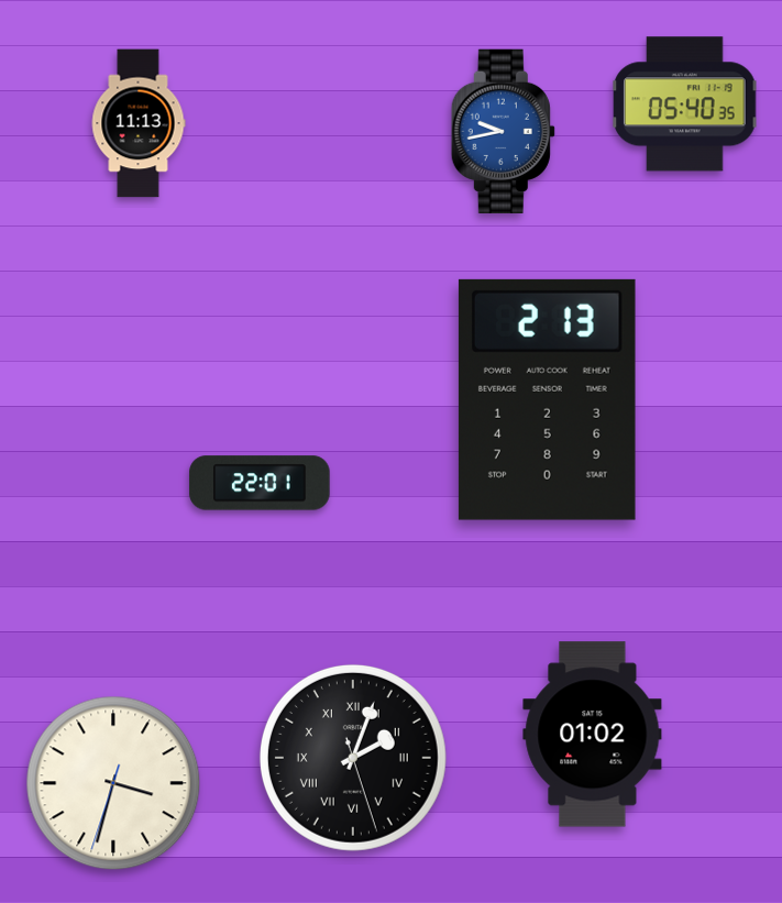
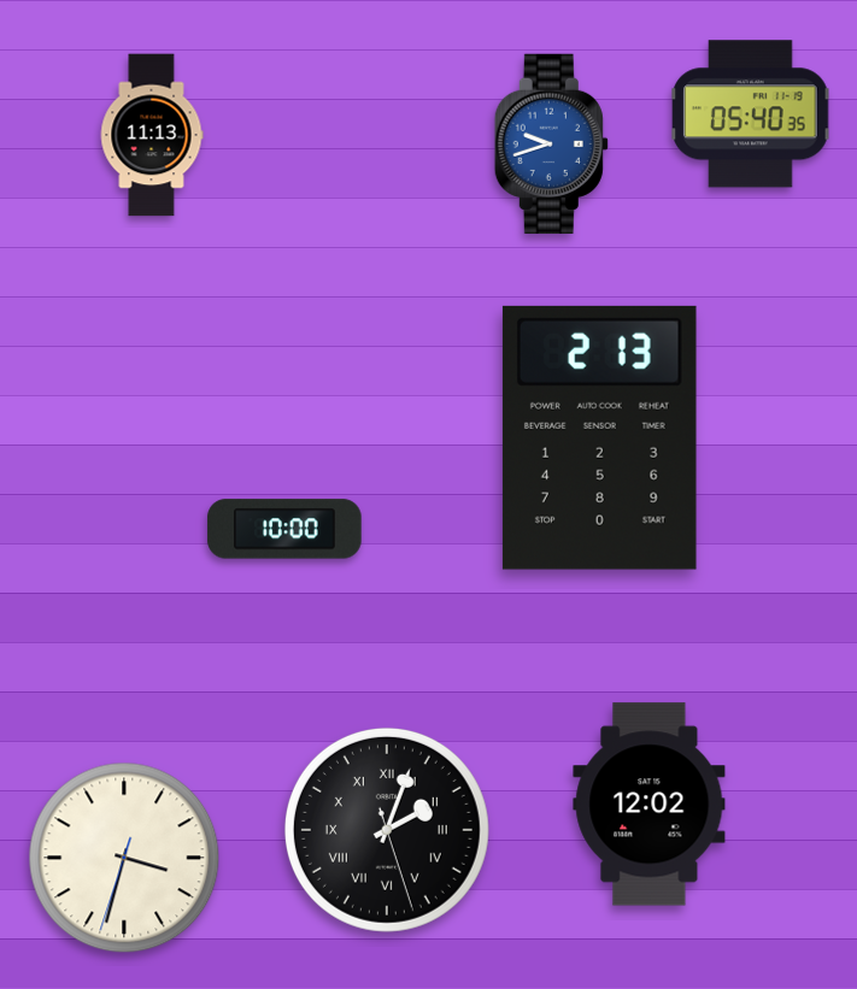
clock at (503, 131): 9:43 -> 9:42
clock at (260, 483): 22:01 -> 10:00
clock at (593, 735): 01:02 -> 12:02
